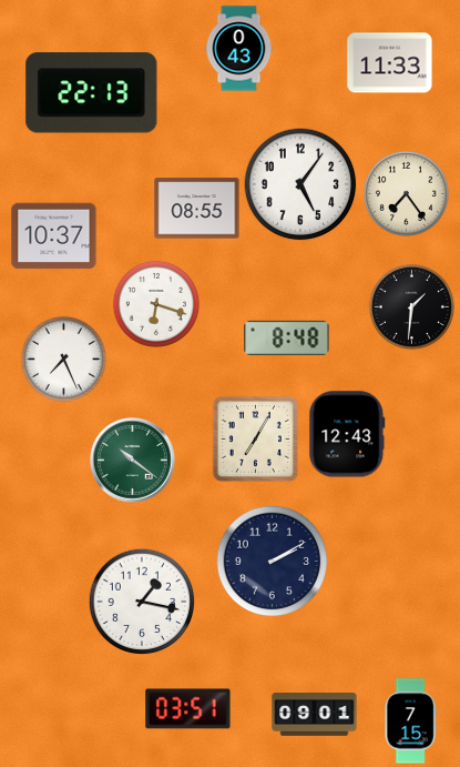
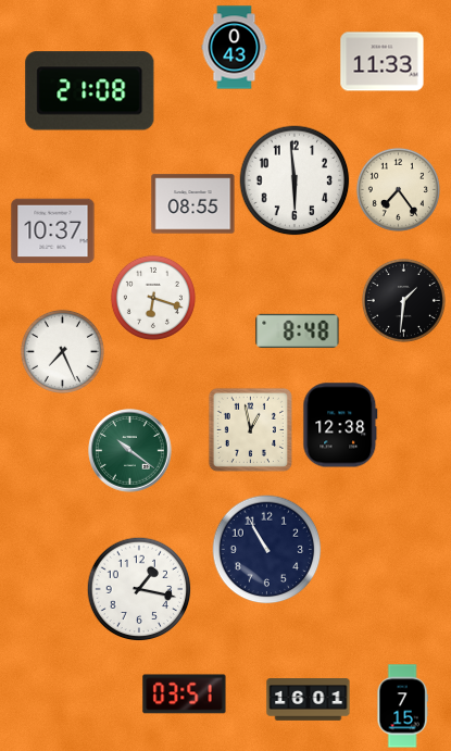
clock at (92, 93): 22:13 -> 21:08
clock at (300, 184): 5:06 -> 5:59
clock at (287, 337) position: (287, 337) -> (298, 330)
clock at (347, 434): 12:43 -> 12:38
clock at (255, 438): 7:05 -> 12:58
clock at (273, 562): 2:10 -> 10:55
clock at (315, 715): 09:01 -> 16:01
